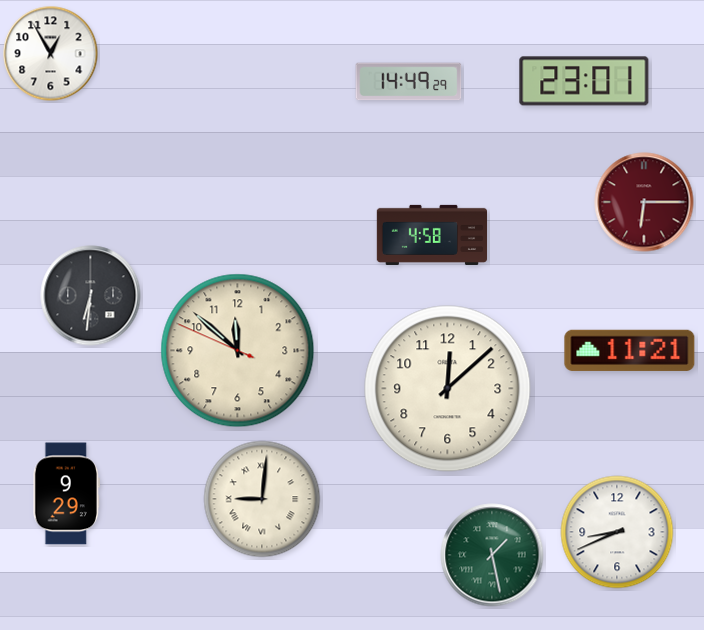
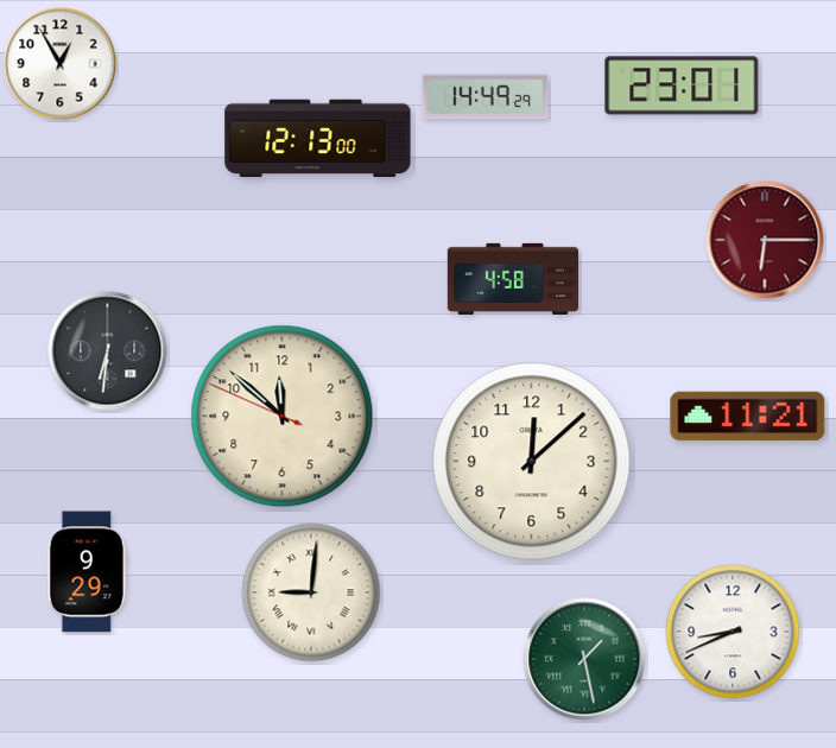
clock at (584, 81) position: (584, 81) -> (682, 85)
clock at (318, 139): none -> 12:13
clock at (66, 494) position: (66, 494) -> (87, 572)
